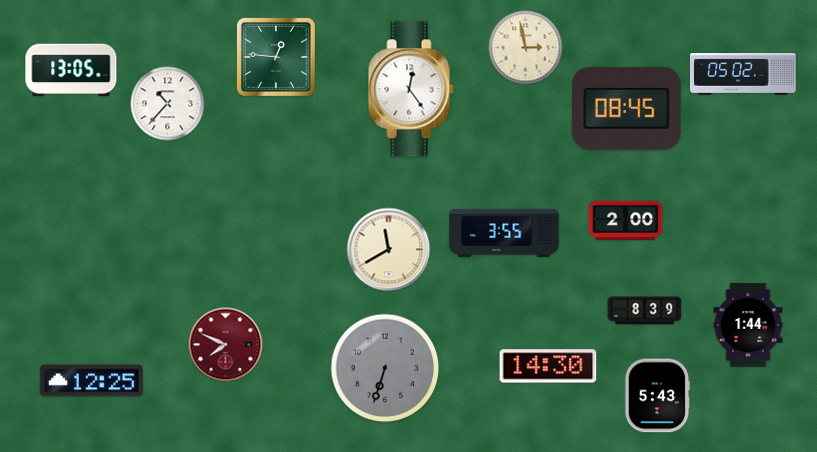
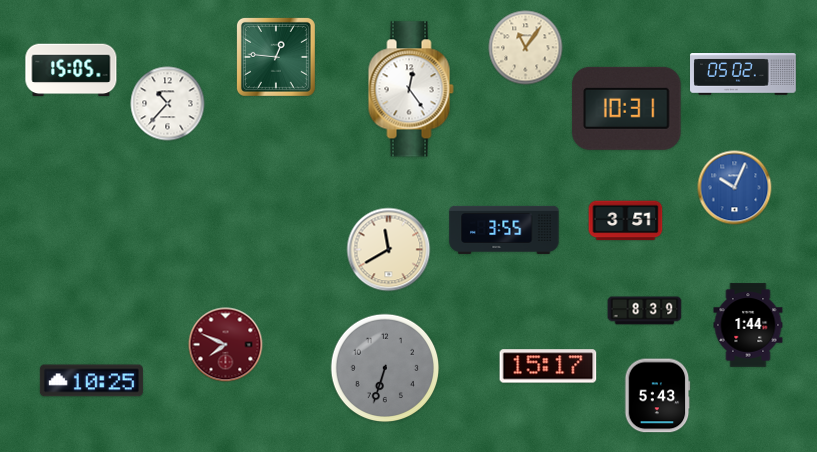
clock at (526, 48): 2:58 -> 11:06
clock at (71, 70): 13:05 -> 15:05
clock at (627, 108): 08:45 -> 10:31
clock at (735, 188): none -> 10:04
clock at (626, 221): 2:00 -> 3:51
clock at (504, 233) position: (504, 233) -> (504, 230)
clock at (548, 366): 14:30 -> 15:17
clock at (91, 381): 12:25 -> 10:25
